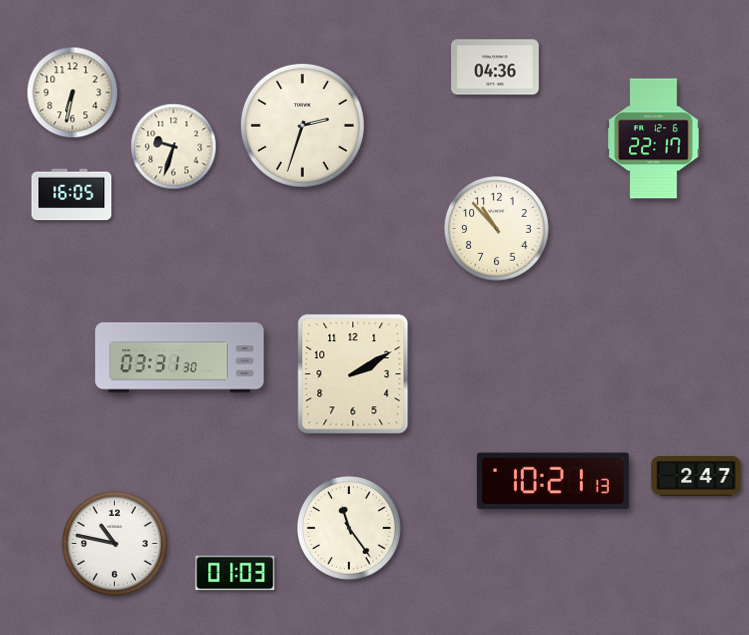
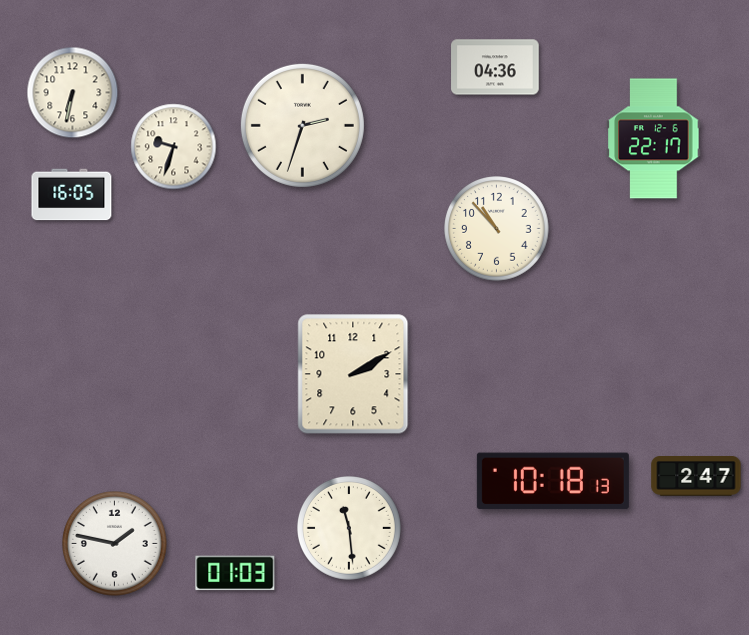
clock at (180, 358): 03:31 -> none
clock at (553, 481): 10:21 -> 10:18
clock at (350, 529): 11:24 -> 11:29
clock at (115, 544): 10:47 -> 1:47
